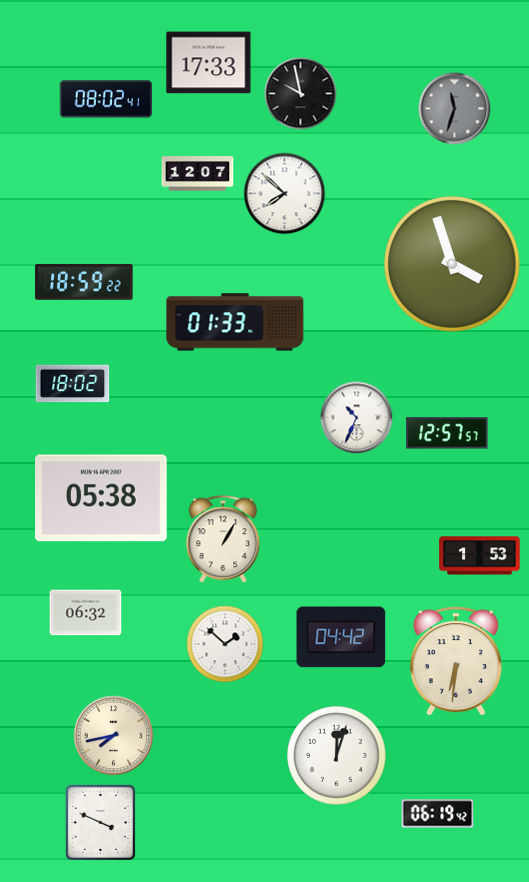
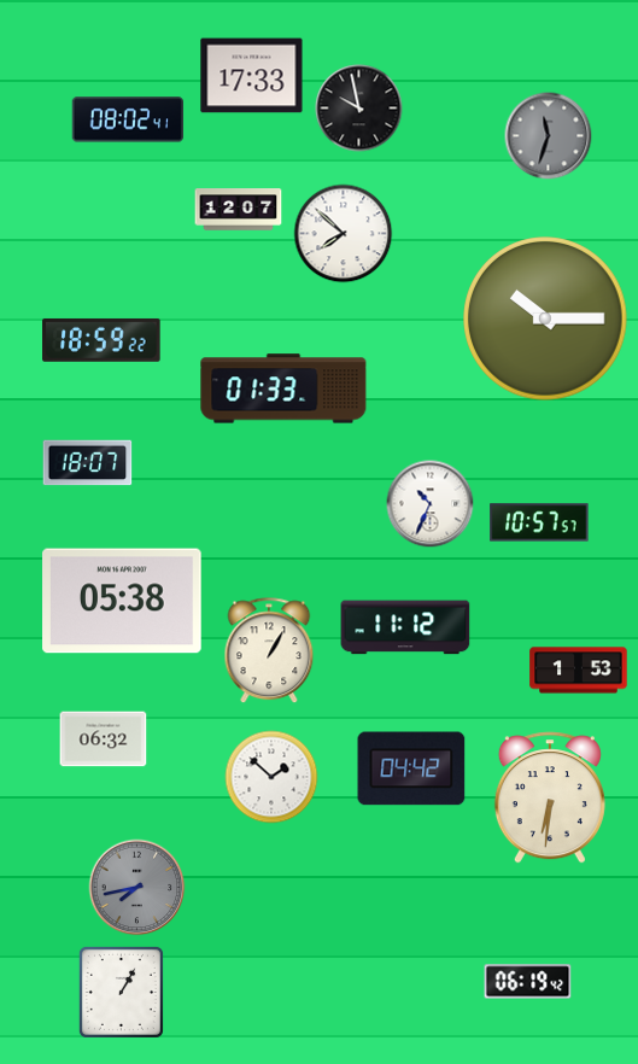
clock at (301, 94) position: (301, 94) -> (359, 109)
clock at (455, 109) position: (455, 109) -> (549, 136)
clock at (452, 264): 3:57 -> 10:15
clock at (73, 384): 18:02 -> 18:07
clock at (447, 433): 12:57 -> 10:57
clock at (405, 627): none -> 11:12
clock at (114, 736) dial: cream -> grey
clock at (337, 756): 12:03 -> none
clock at (100, 822): 3:49 -> 1:05
